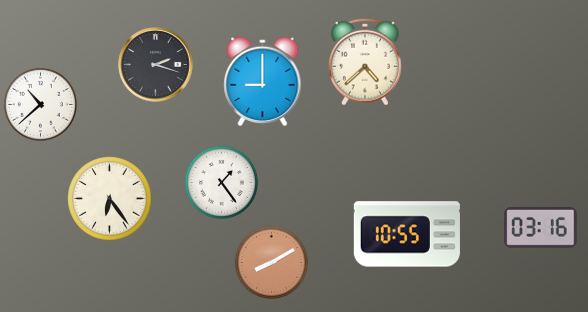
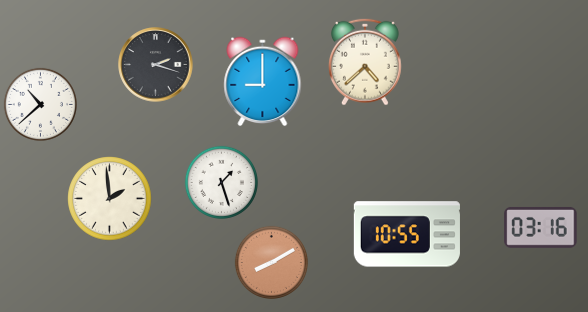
clock at (221, 182): 1:24 -> 1:27
clock at (110, 199): 6:24 -> 1:59
